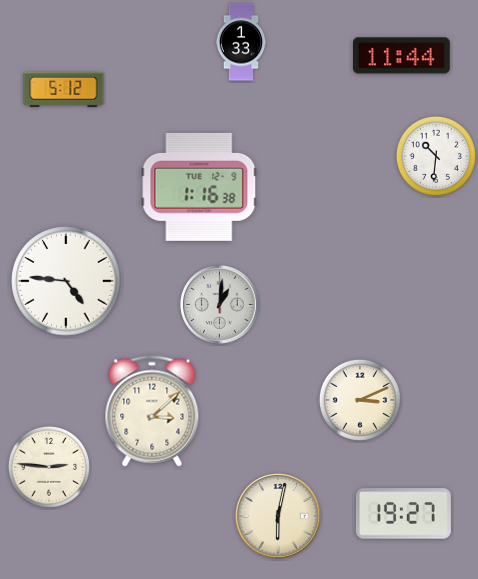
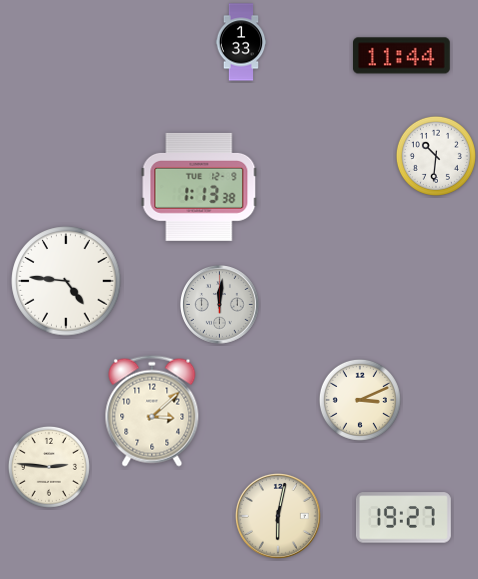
clock at (64, 89): 5:12 -> none
clock at (199, 187): 1:16 -> 1:13
clock at (220, 305): 1:01 -> 12:01
clock at (403, 514) position: (403, 514) -> (403, 518)
